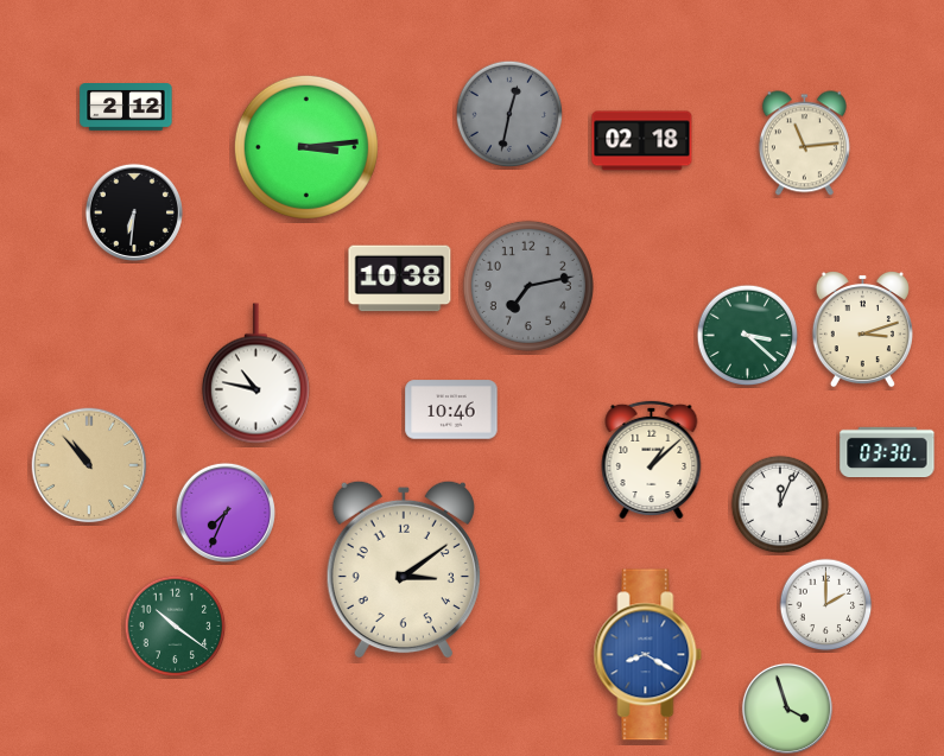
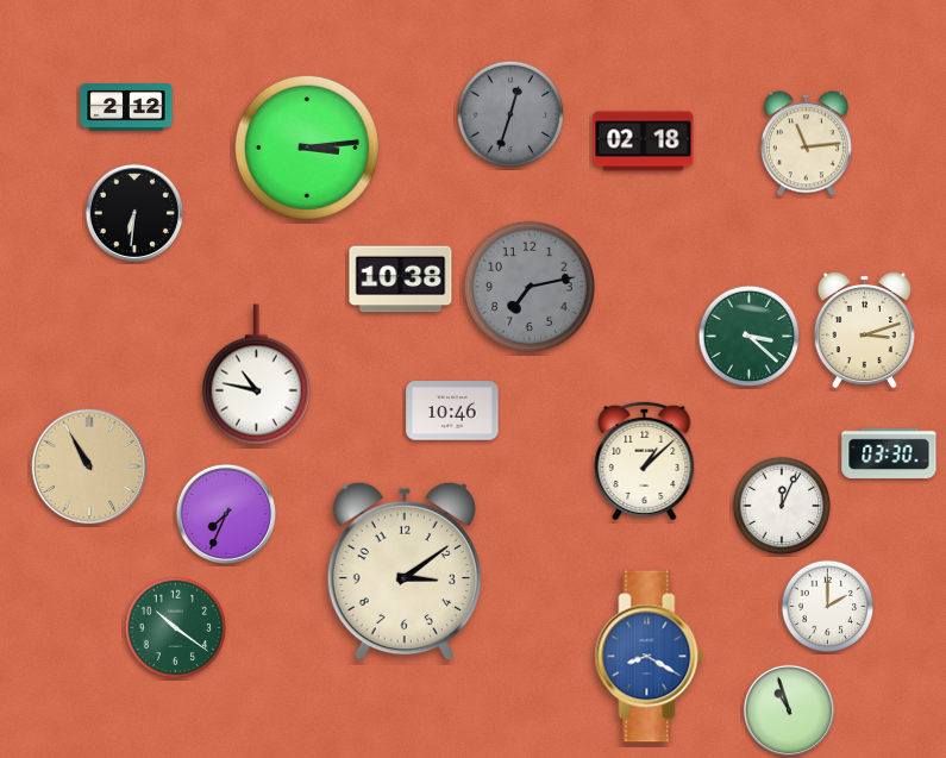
clock at (509, 114): 12:32 -> 12:33
clock at (652, 459) position: (652, 459) -> (645, 461)
clock at (89, 465): 10:53 -> 10:55
clock at (787, 709): 3:57 -> 10:57
